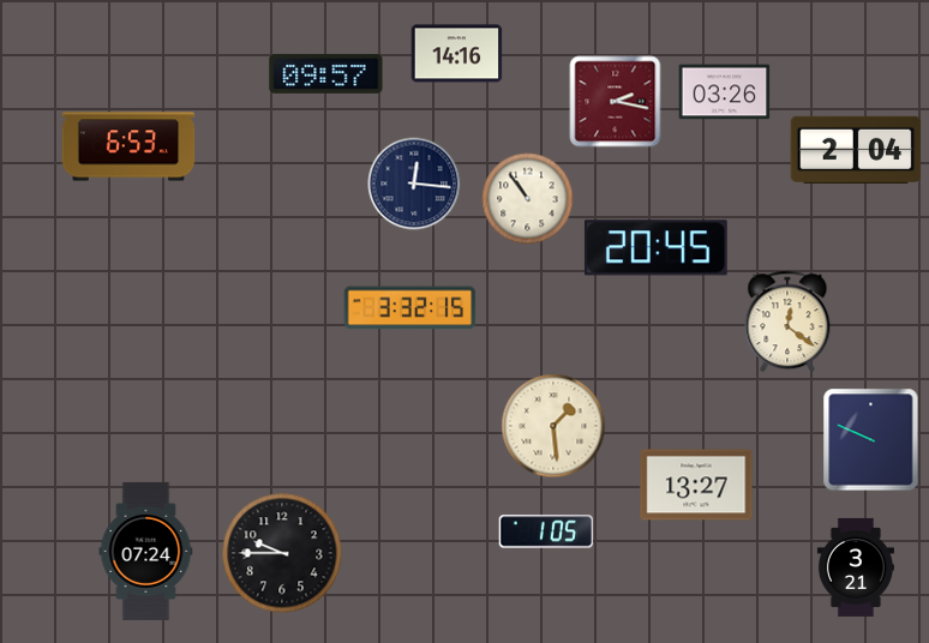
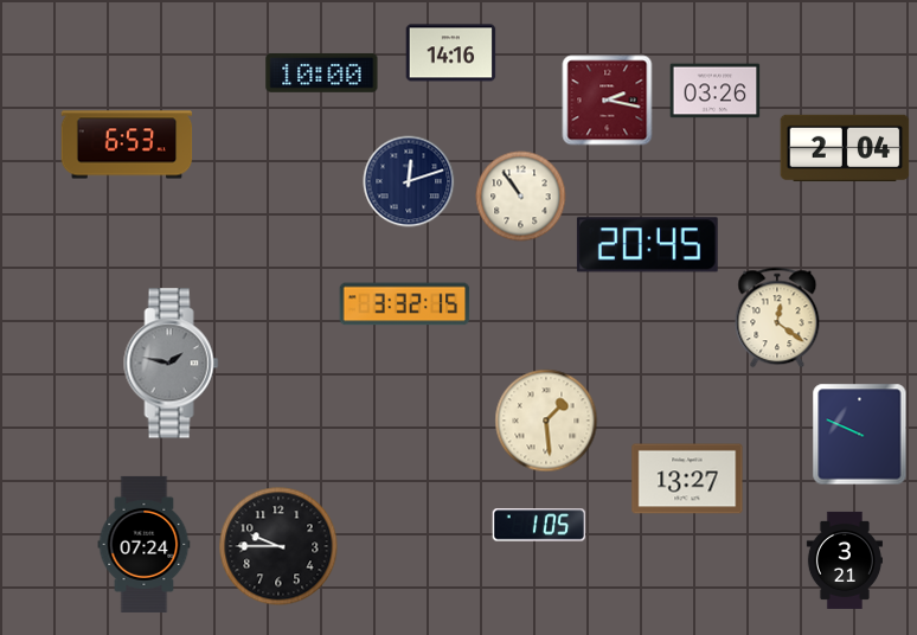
clock at (326, 73): 09:57 -> 10:00
clock at (414, 184): 12:16 -> 12:12
clock at (172, 364): none -> 1:47
